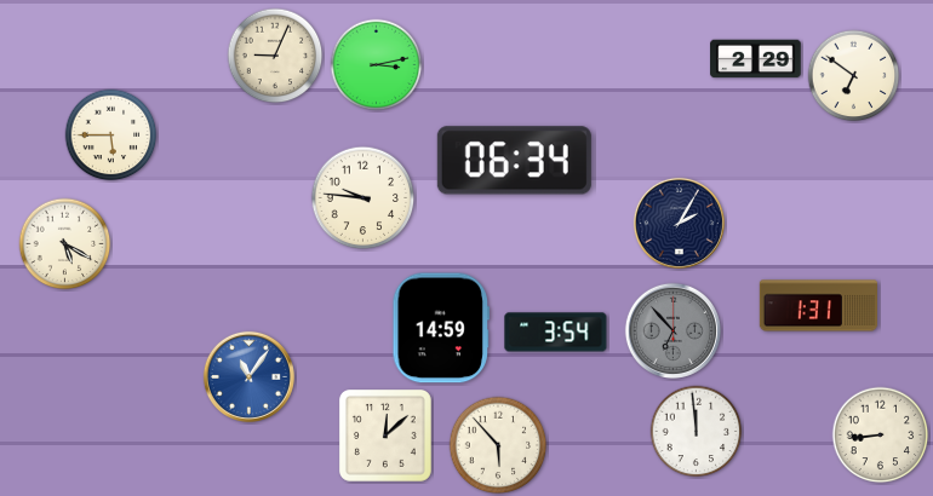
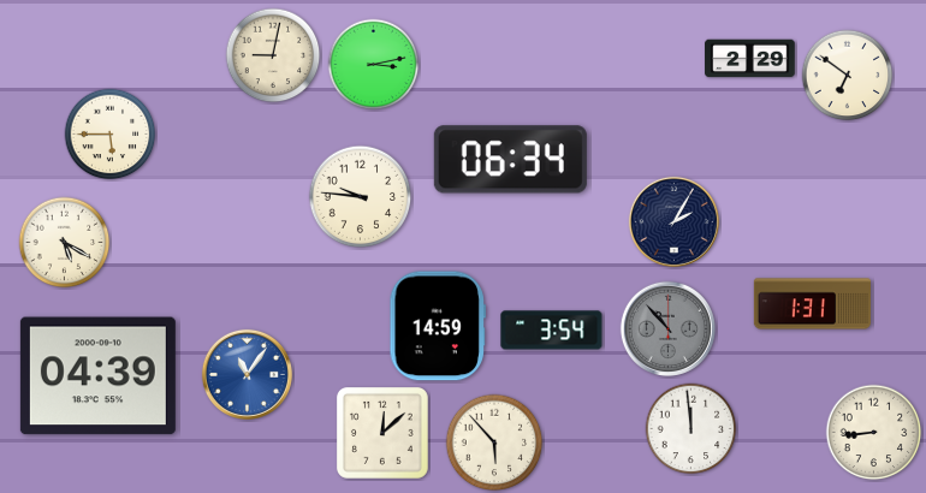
clock at (275, 56): 9:04 -> 9:02
clock at (672, 330): 6:53 -> 10:53
clock at (97, 376): none -> 04:39
